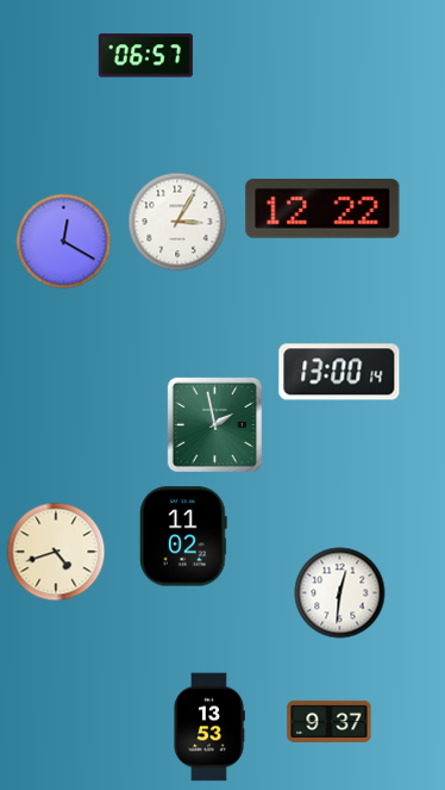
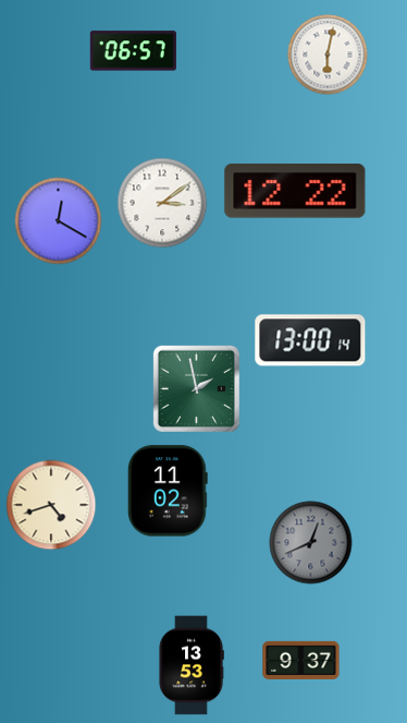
clock at (328, 55): none -> 6:02
clock at (177, 222): 3:05 -> 3:09
clock at (340, 593): 12:31 -> 12:41
clock at (340, 593) dial: white -> grey
